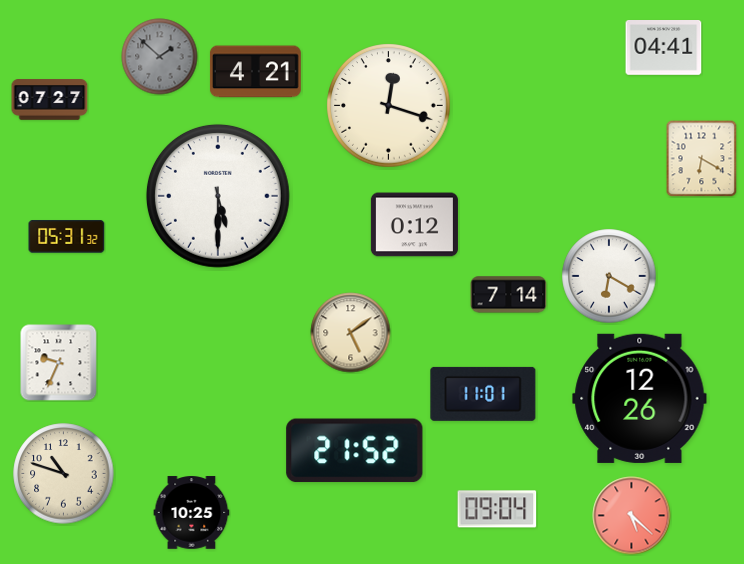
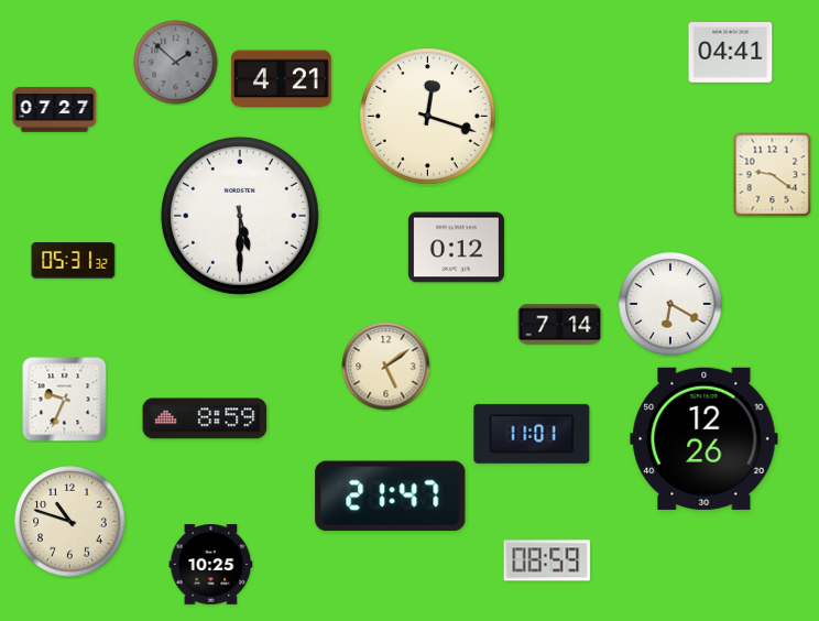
clock at (702, 158): 6:20 -> 9:21
clock at (205, 418): none -> 8:59
clock at (355, 451): 21:52 -> 21:47
clock at (497, 509): 09:04 -> 08:59
clock at (632, 516): 5:22 -> none
